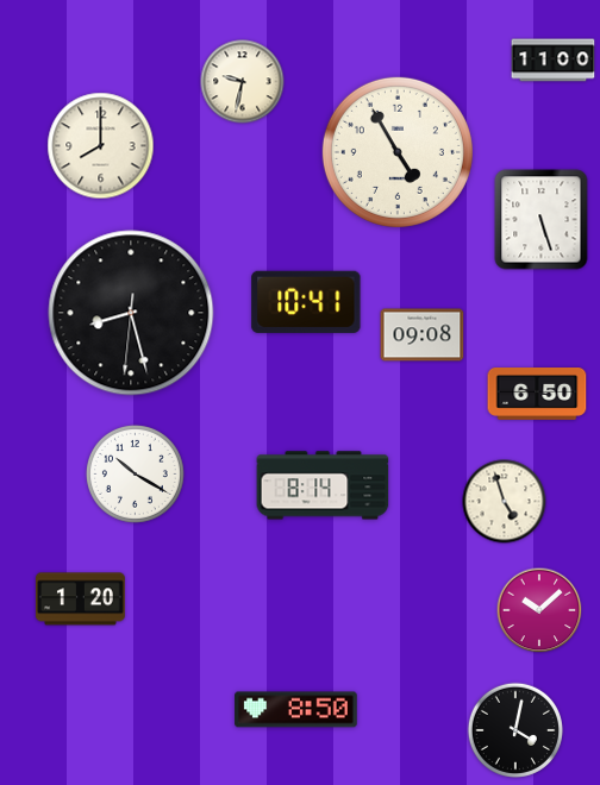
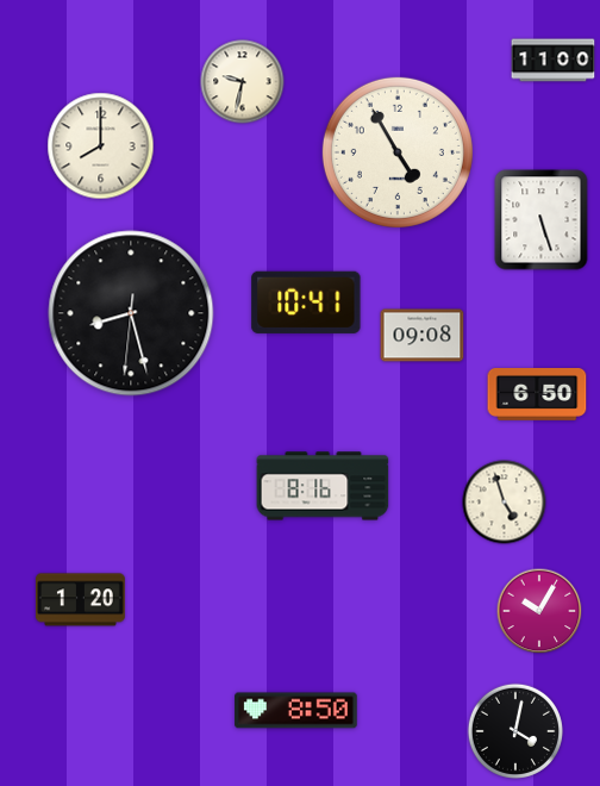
clock at (135, 473): 10:20 -> none
clock at (323, 485): 8:14 -> 8:16
clock at (539, 610): 10:08 -> 10:05
